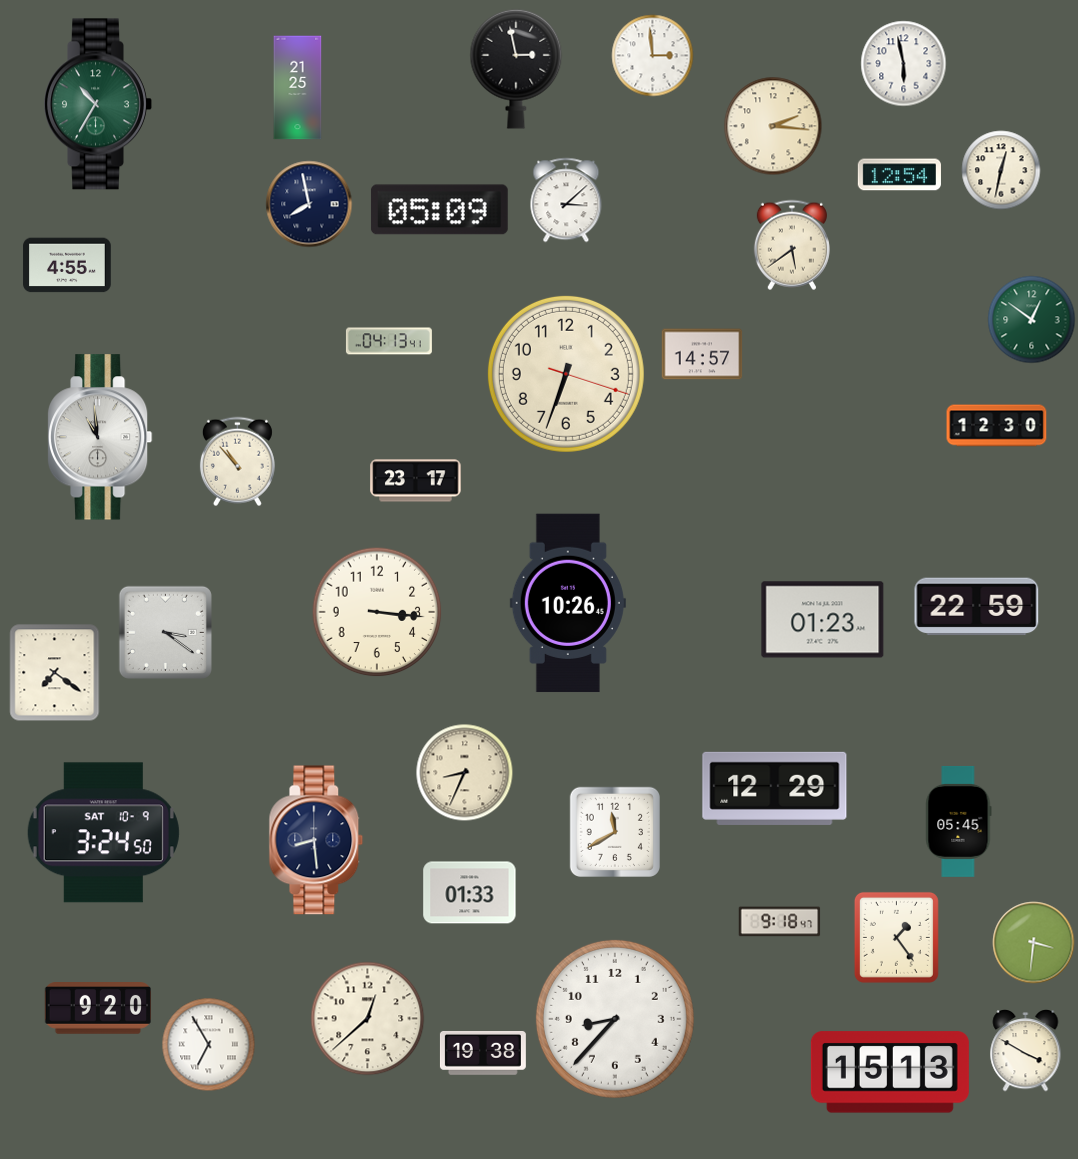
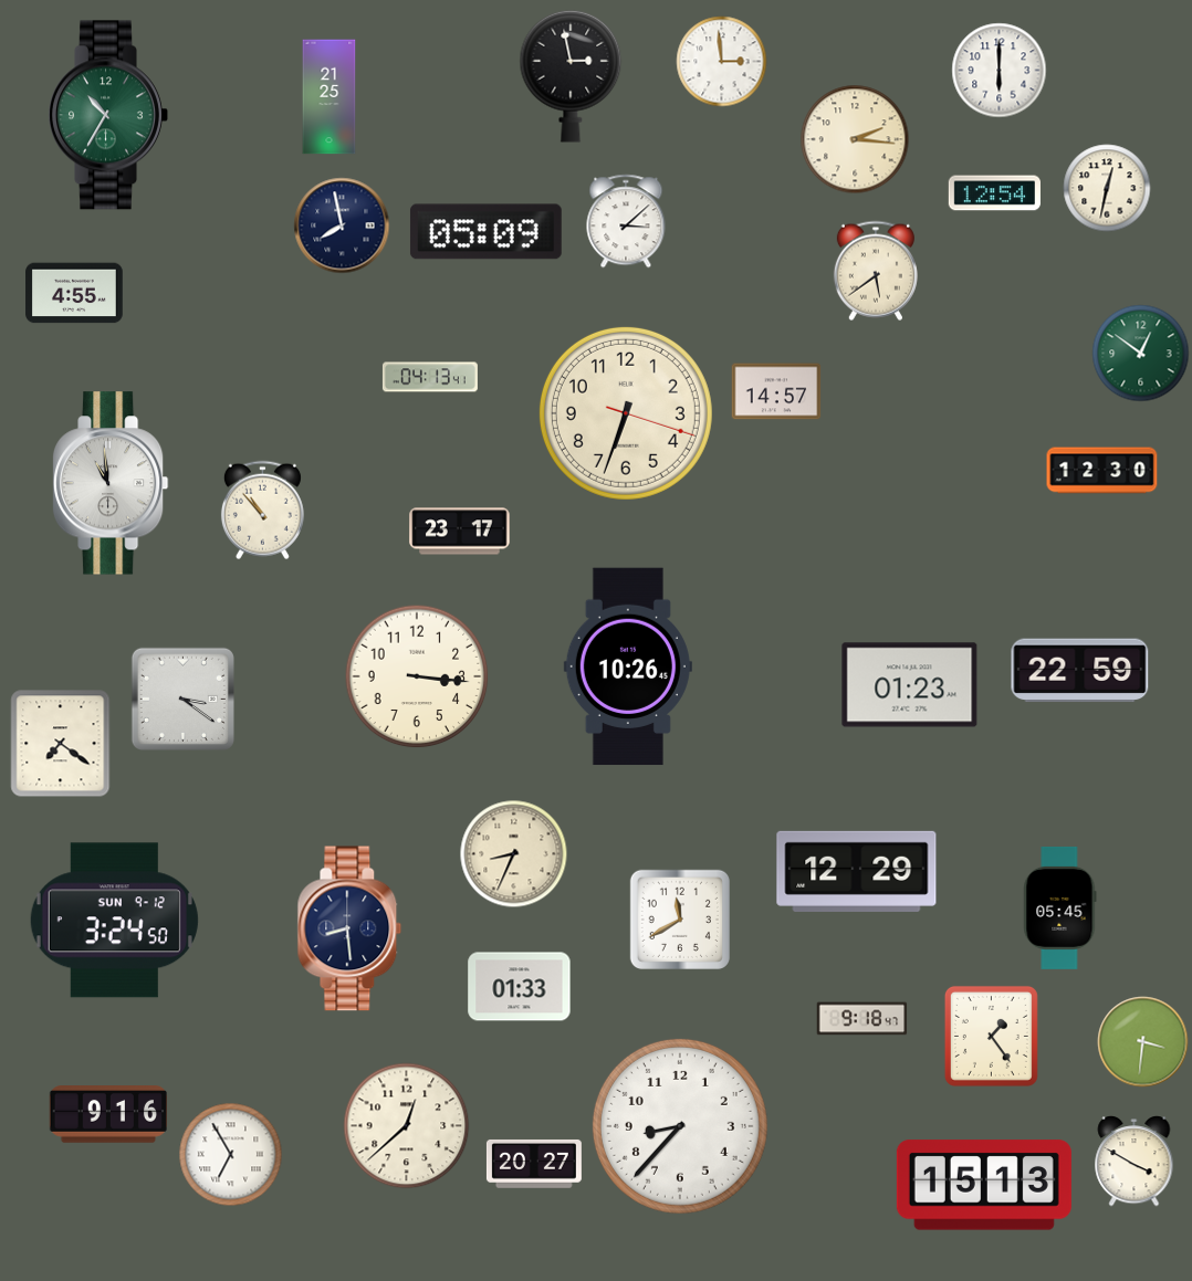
clock at (904, 64): 5:58 -> 6:00
clock at (103, 833) date: SAT 10-9 -> SUN 9-12
clock at (97, 1009): 9:20 -> 9:16
clock at (483, 1053): 19:38 -> 20:27
